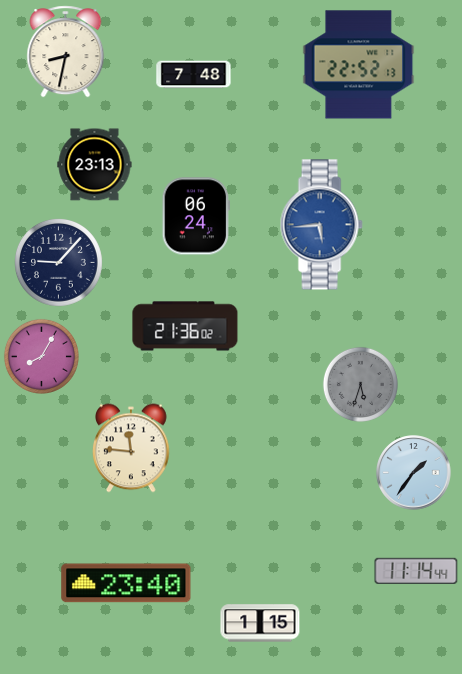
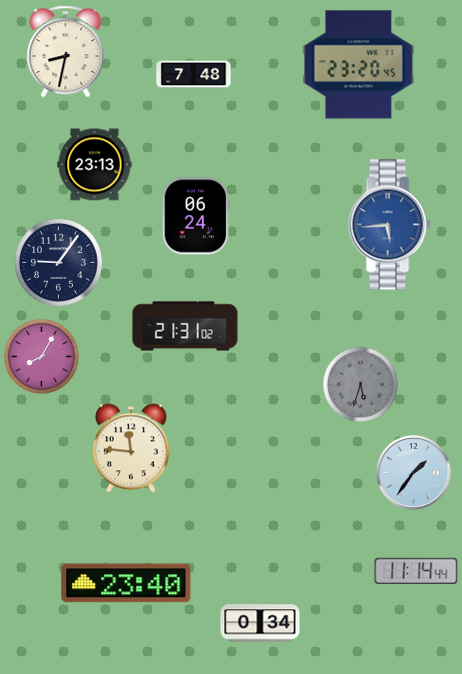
clock at (359, 65): 22:52 -> 23:20
clock at (321, 225) position: (321, 225) -> (389, 225)
clock at (59, 263): 9:07 -> 9:06
clock at (185, 326): 21:36 -> 21:31
clock at (260, 623): 1:15 -> 0:34
